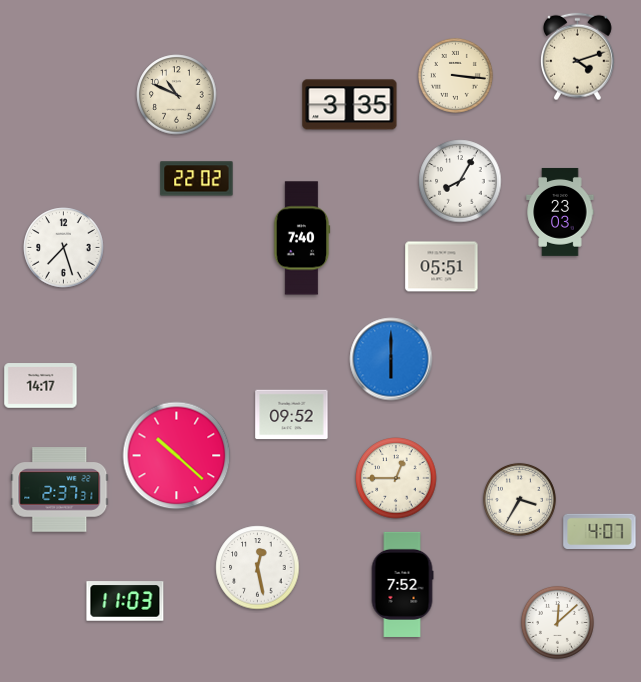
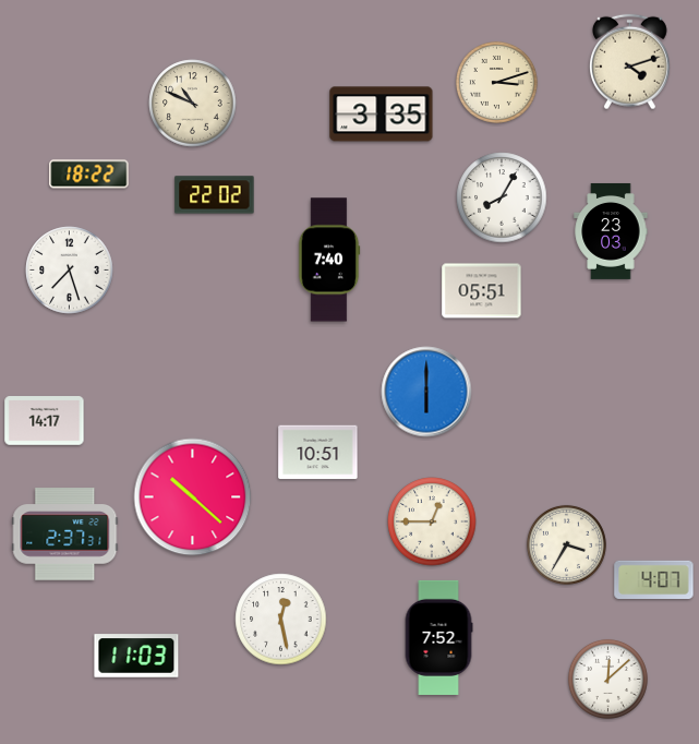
clock at (455, 75): 3:16 -> 3:12
clock at (89, 175): none -> 18:22
clock at (292, 415): 09:52 -> 10:51
